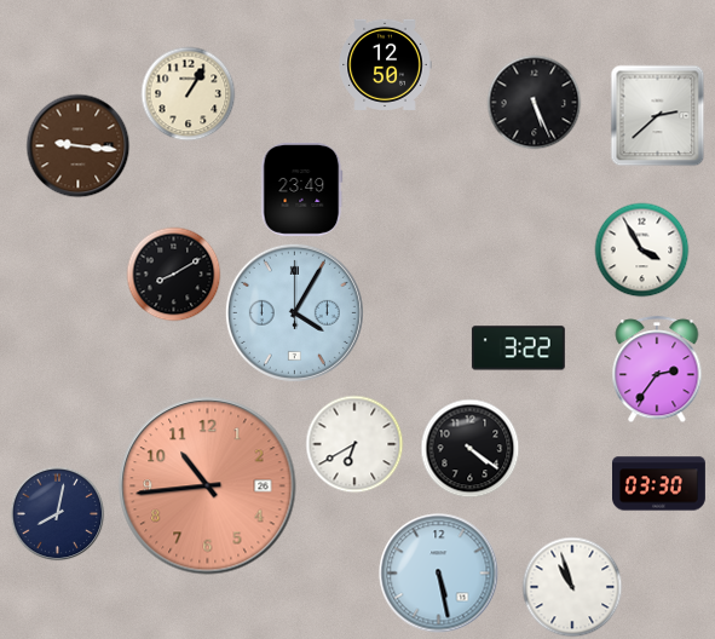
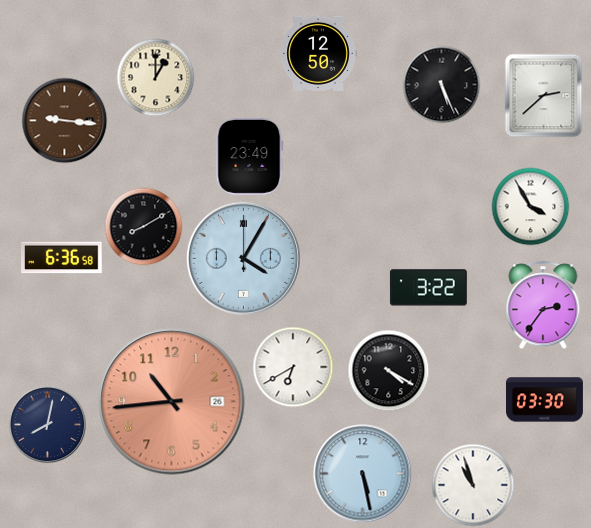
clock at (188, 93): 1:05 -> 1:00
clock at (62, 258): none -> 6:36
clock at (469, 448): 4:21 -> 4:20
